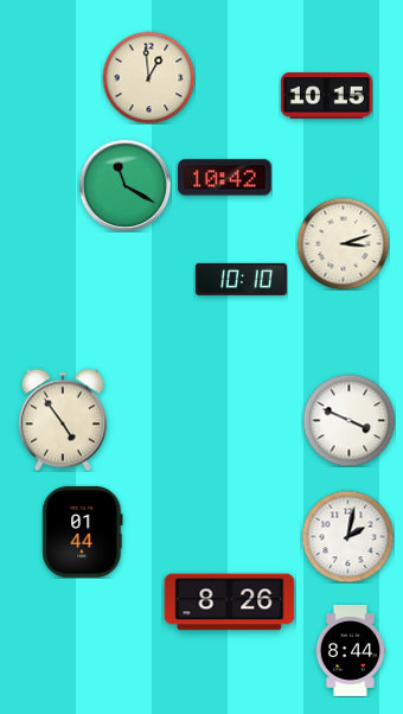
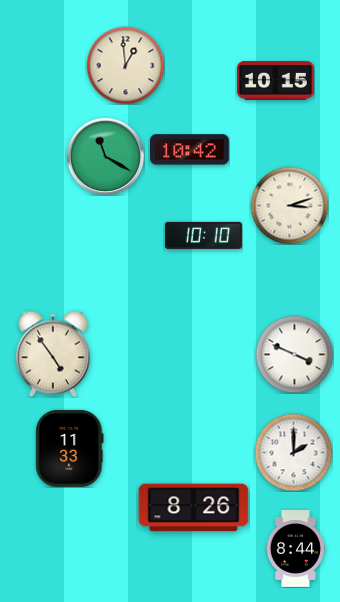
clock at (83, 531): 01:44 -> 11:33
clock at (347, 536): 2:02 -> 2:00
